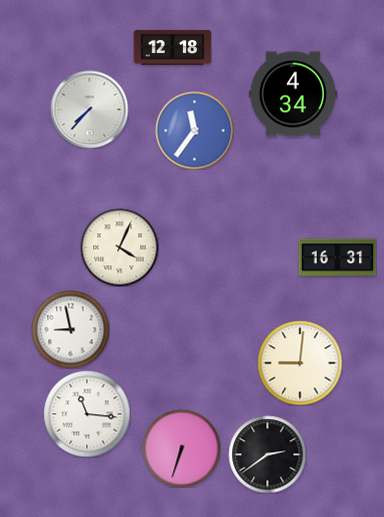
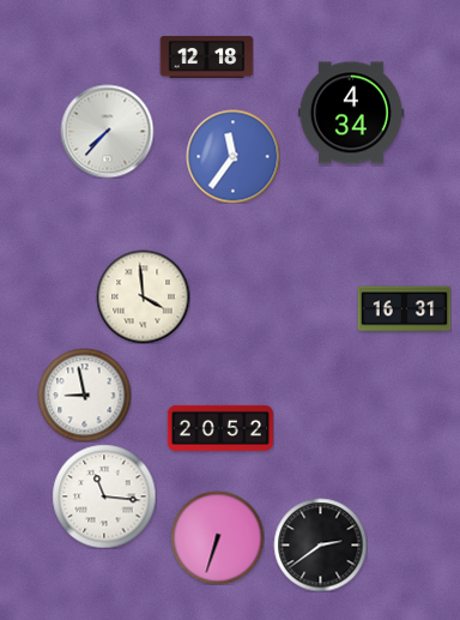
clock at (119, 247): 4:04 -> 3:59
clock at (220, 428): none -> 20:52
clock at (300, 363): 9:01 -> none
